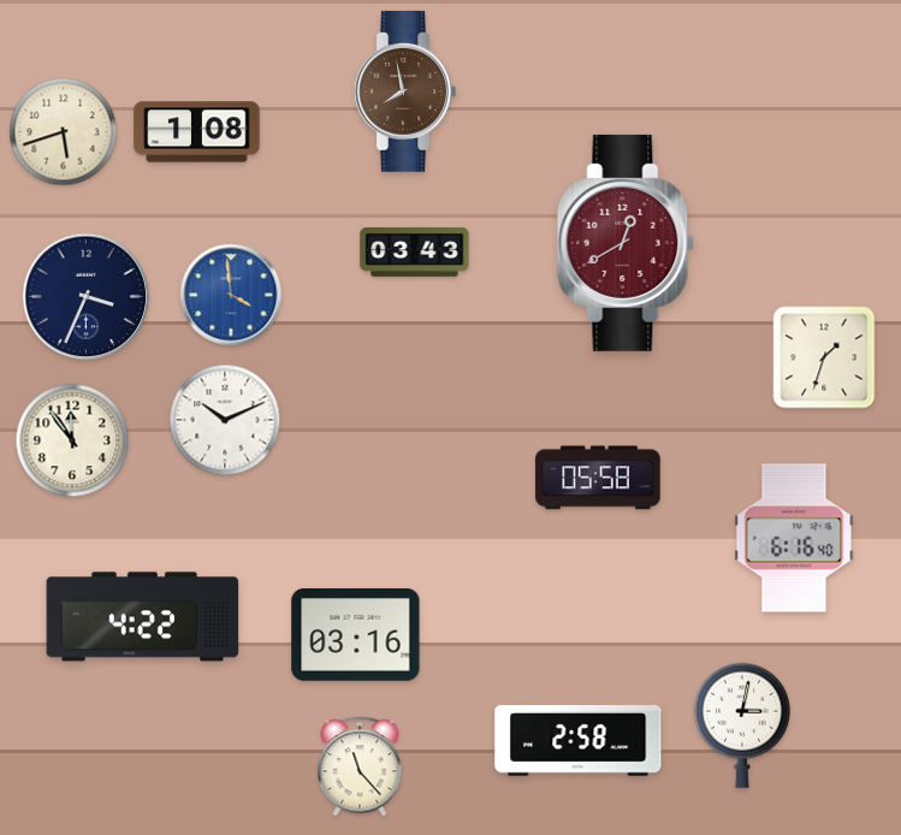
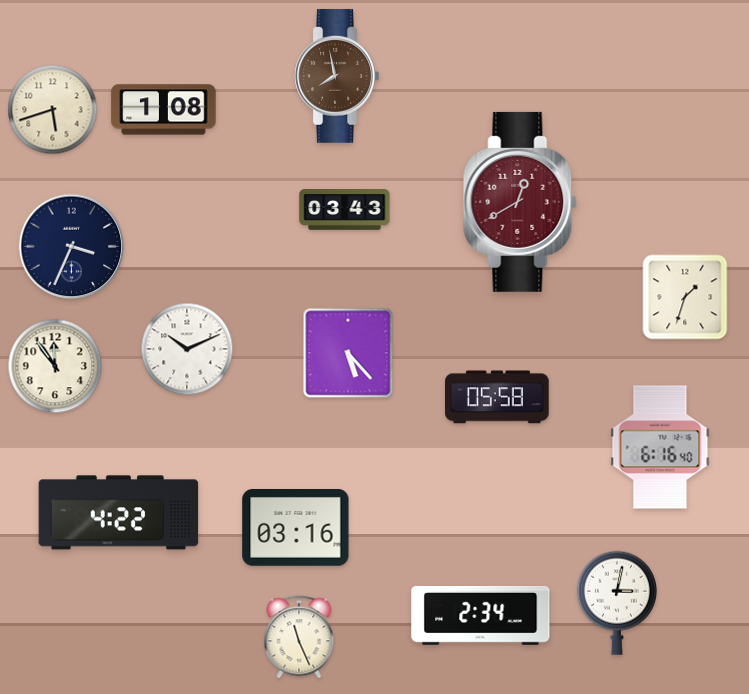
clock at (231, 295): 3:59 -> none
clock at (348, 353): none -> 5:23
clock at (72, 440) position: (72, 440) -> (55, 366)
clock at (579, 740): 2:58 -> 2:34
clock at (360, 766): 11:23 -> 11:26
